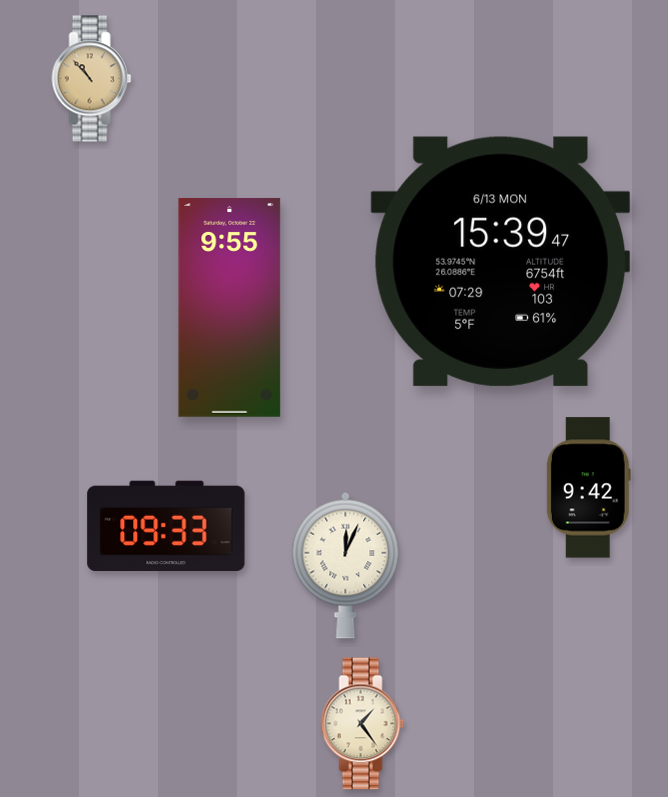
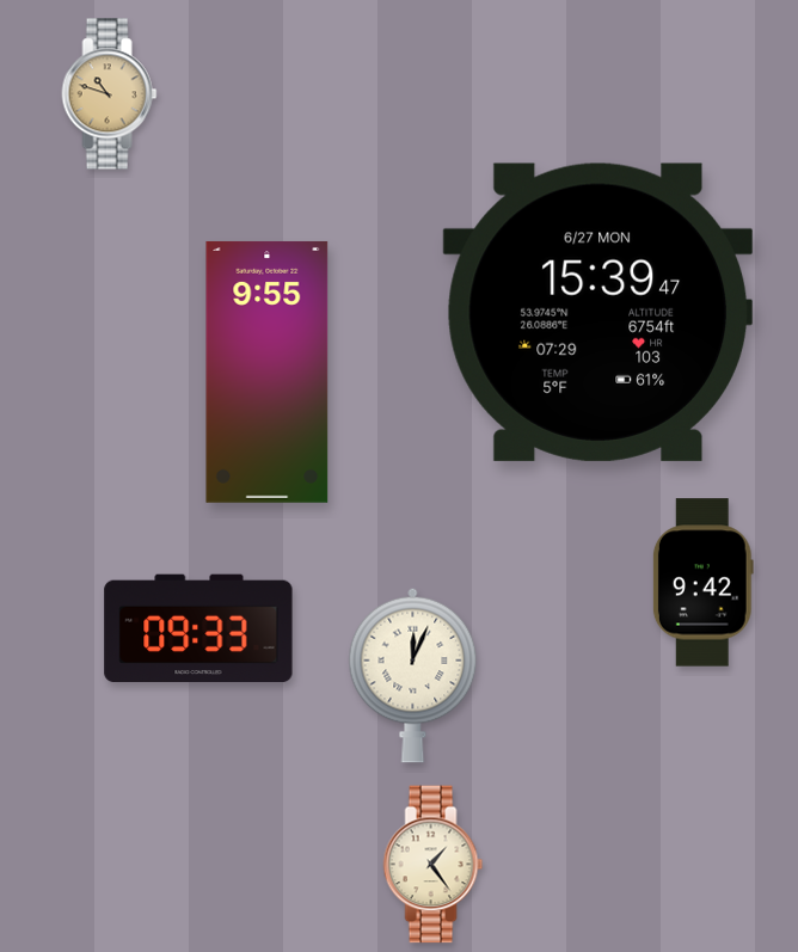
clock at (92, 79): 10:53 -> 10:48
clock at (500, 261) date: 6/13 MON -> 6/27 MON
clock at (230, 307) position: (230, 307) -> (268, 371)
